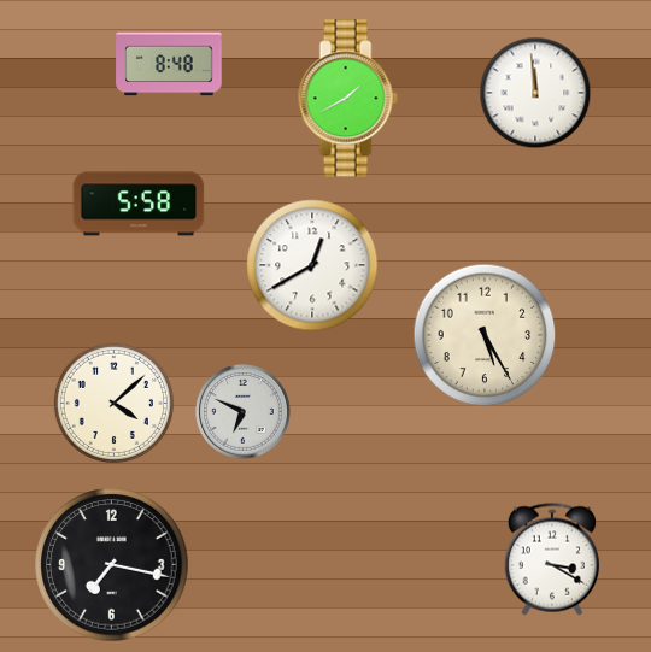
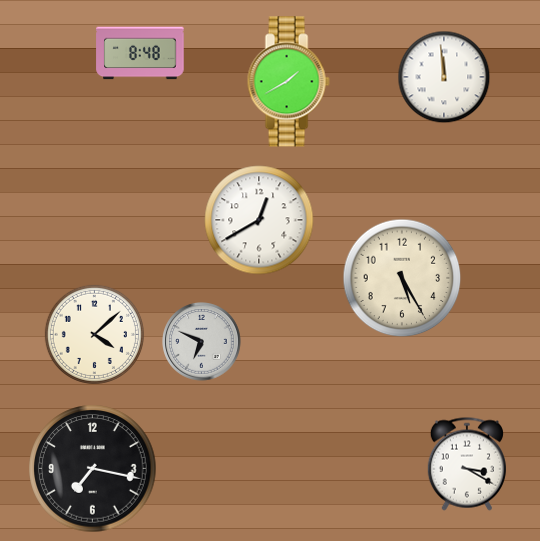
clock at (139, 204): 5:58 -> none
clock at (552, 559) position: (552, 559) -> (467, 464)
